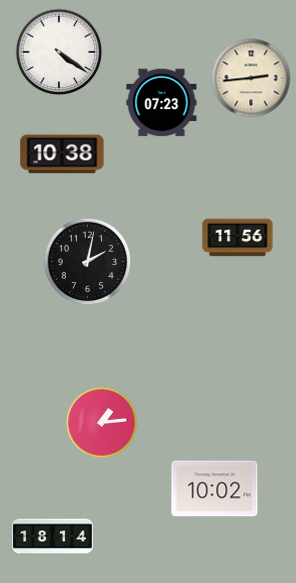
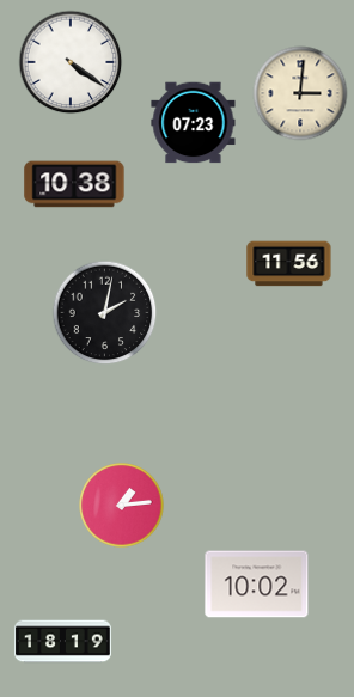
clock at (251, 78): 2:44 -> 3:01
clock at (238, 238) position: (238, 238) -> (289, 264)
clock at (53, 537): 18:14 -> 18:19
